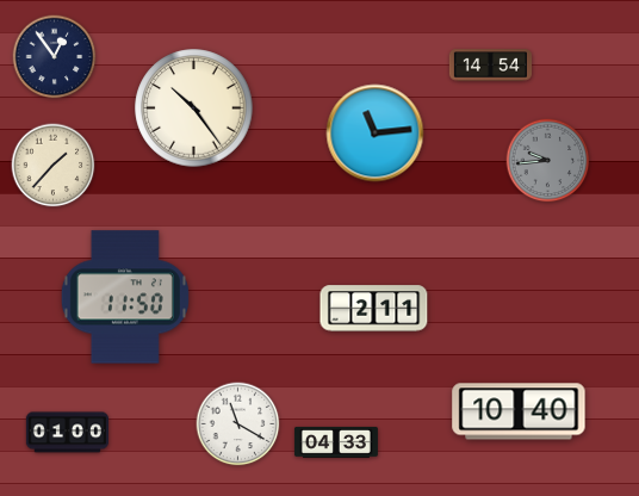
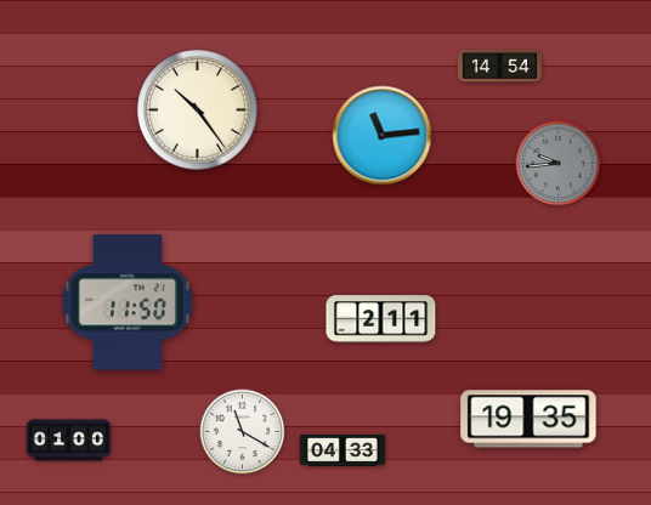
clock at (55, 57): 12:54 -> none
clock at (54, 166): 1:37 -> none
clock at (374, 309) position: (374, 309) -> (381, 319)
clock at (519, 411): 10:40 -> 19:35
